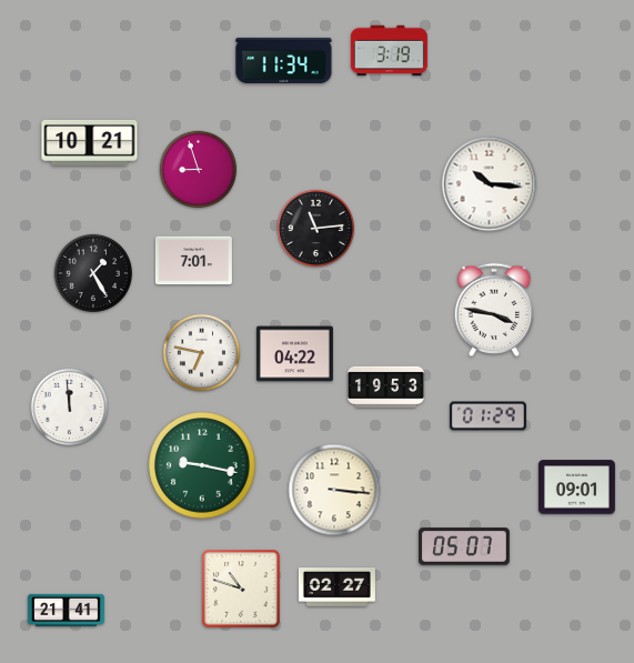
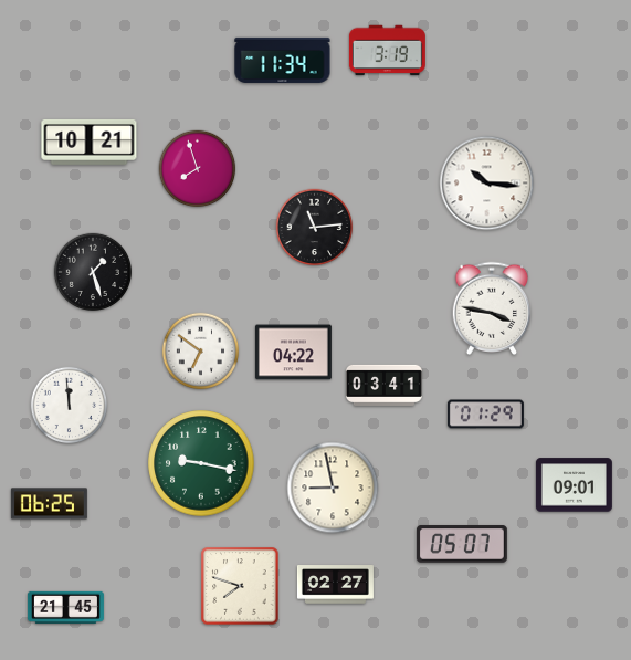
clock at (199, 170): 8:57 -> 7:57
clock at (193, 261): 7:01 -> none
clock at (92, 272): 1:25 -> 1:27
clock at (202, 353): 6:47 -> 6:51
clock at (385, 386): 19:53 -> 03:41
clock at (334, 490): 3:16 -> 8:58
clock at (49, 504): none -> 06:25
clock at (241, 589): 10:48 -> 7:48
clock at (66, 610): 21:41 -> 21:45
